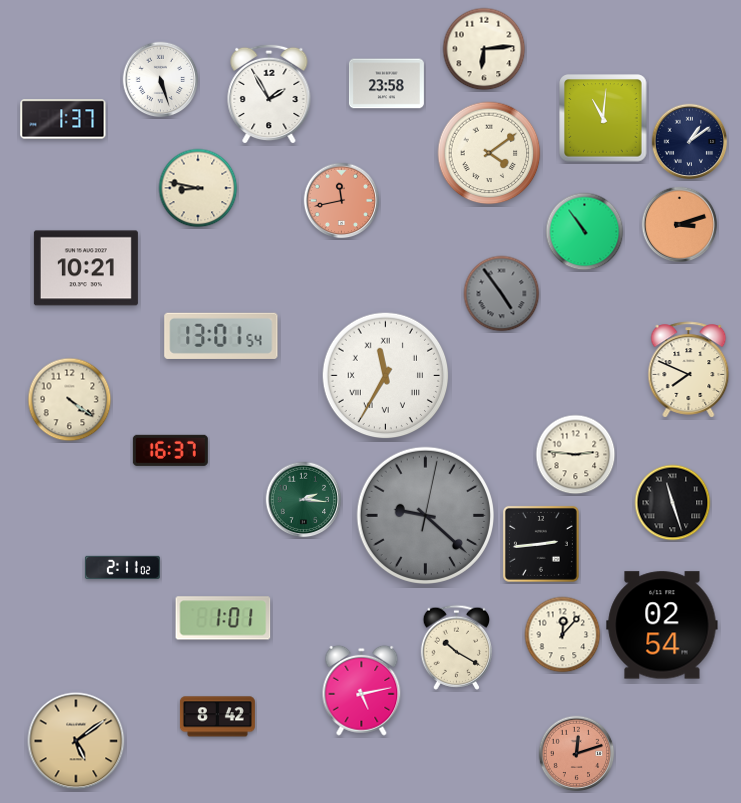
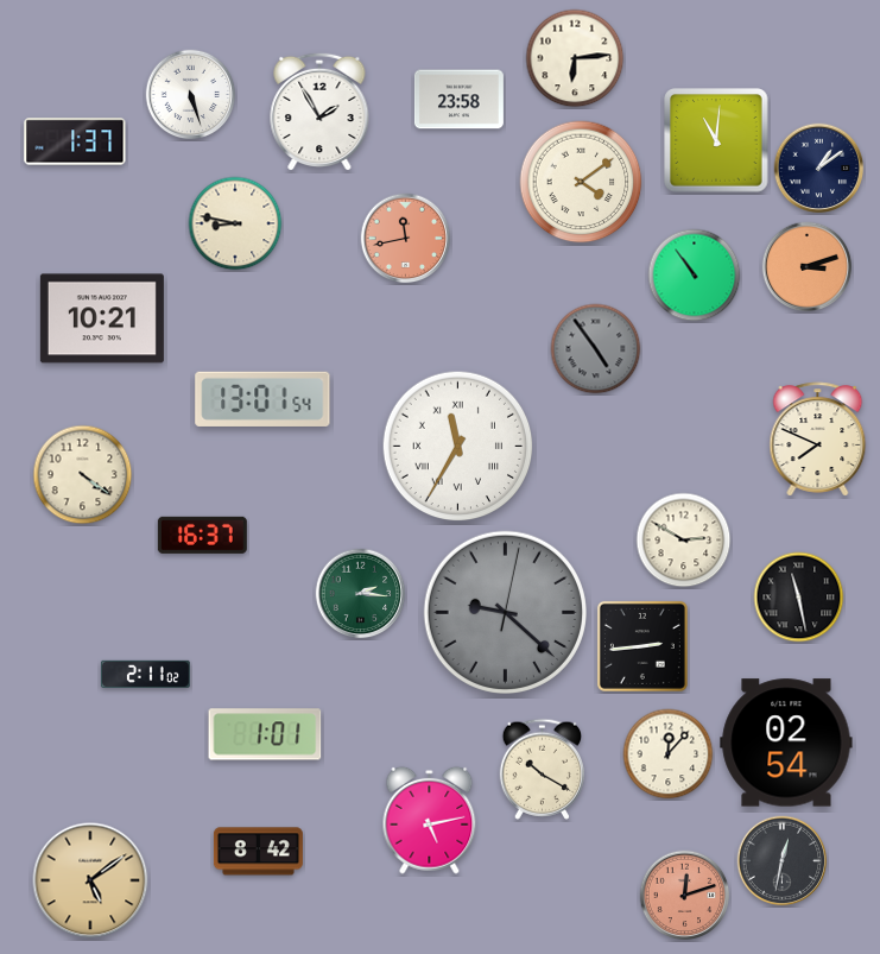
clock at (576, 455): 2:46 -> 2:50
clock at (673, 503): 11:27 -> 11:28
clock at (783, 861): none -> 12:32
